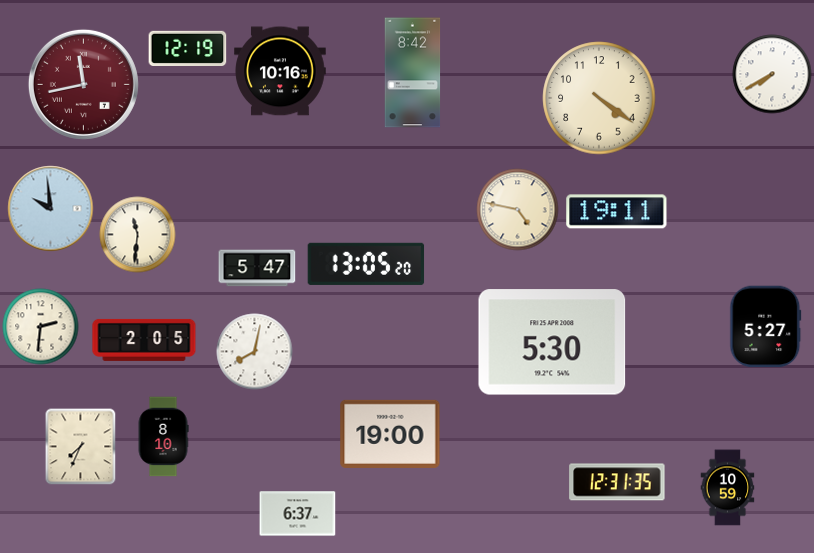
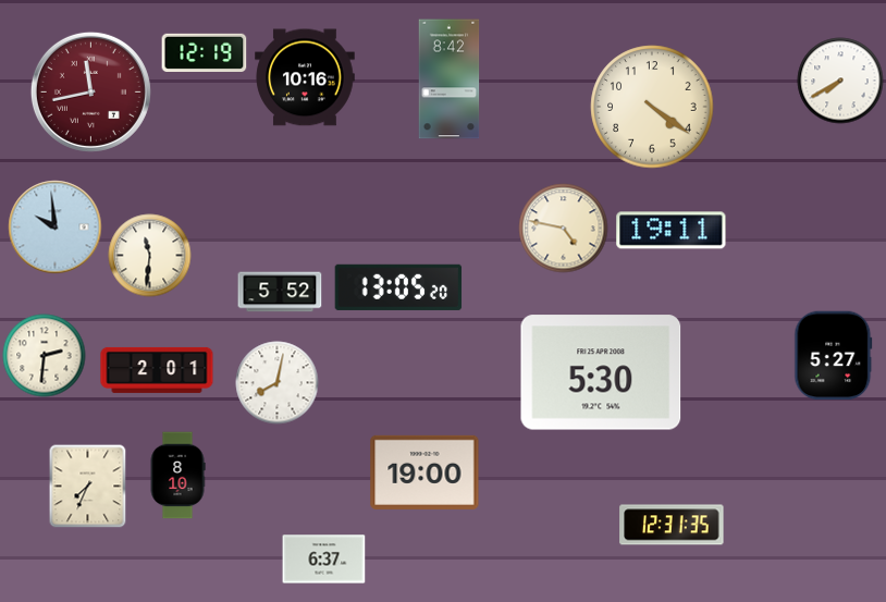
clock at (257, 268): 5:47 -> 5:52
clock at (144, 340): 2:05 -> 2:01
clock at (728, 488): 10:59 -> none
